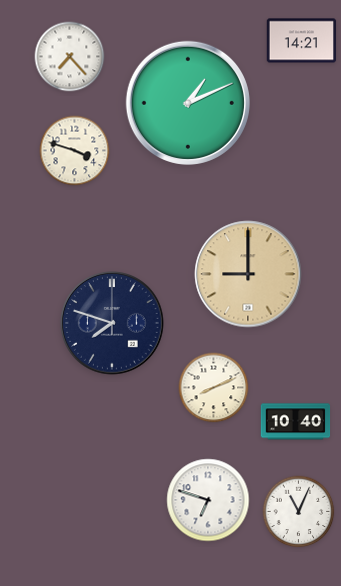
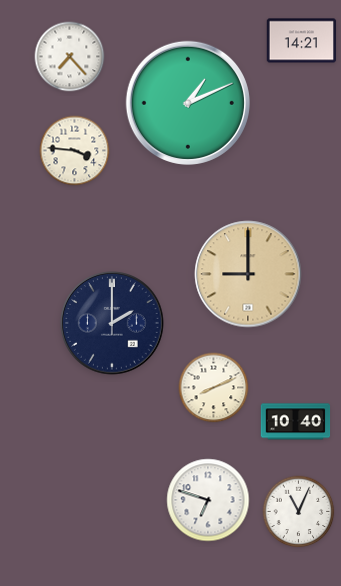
clock at (75, 151): 3:48 -> 3:46
clock at (112, 323): 7:48 -> 2:00
